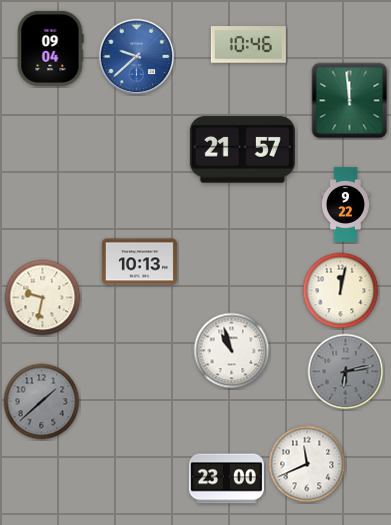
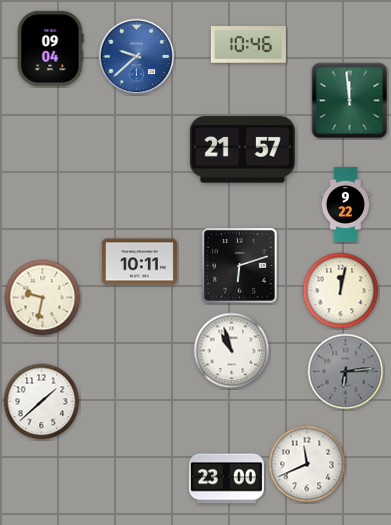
clock at (139, 262): 10:13 -> 10:11
clock at (240, 266): none -> 6:12
clock at (346, 372): 6:13 -> 6:14
clock at (42, 402) dial: grey -> white
